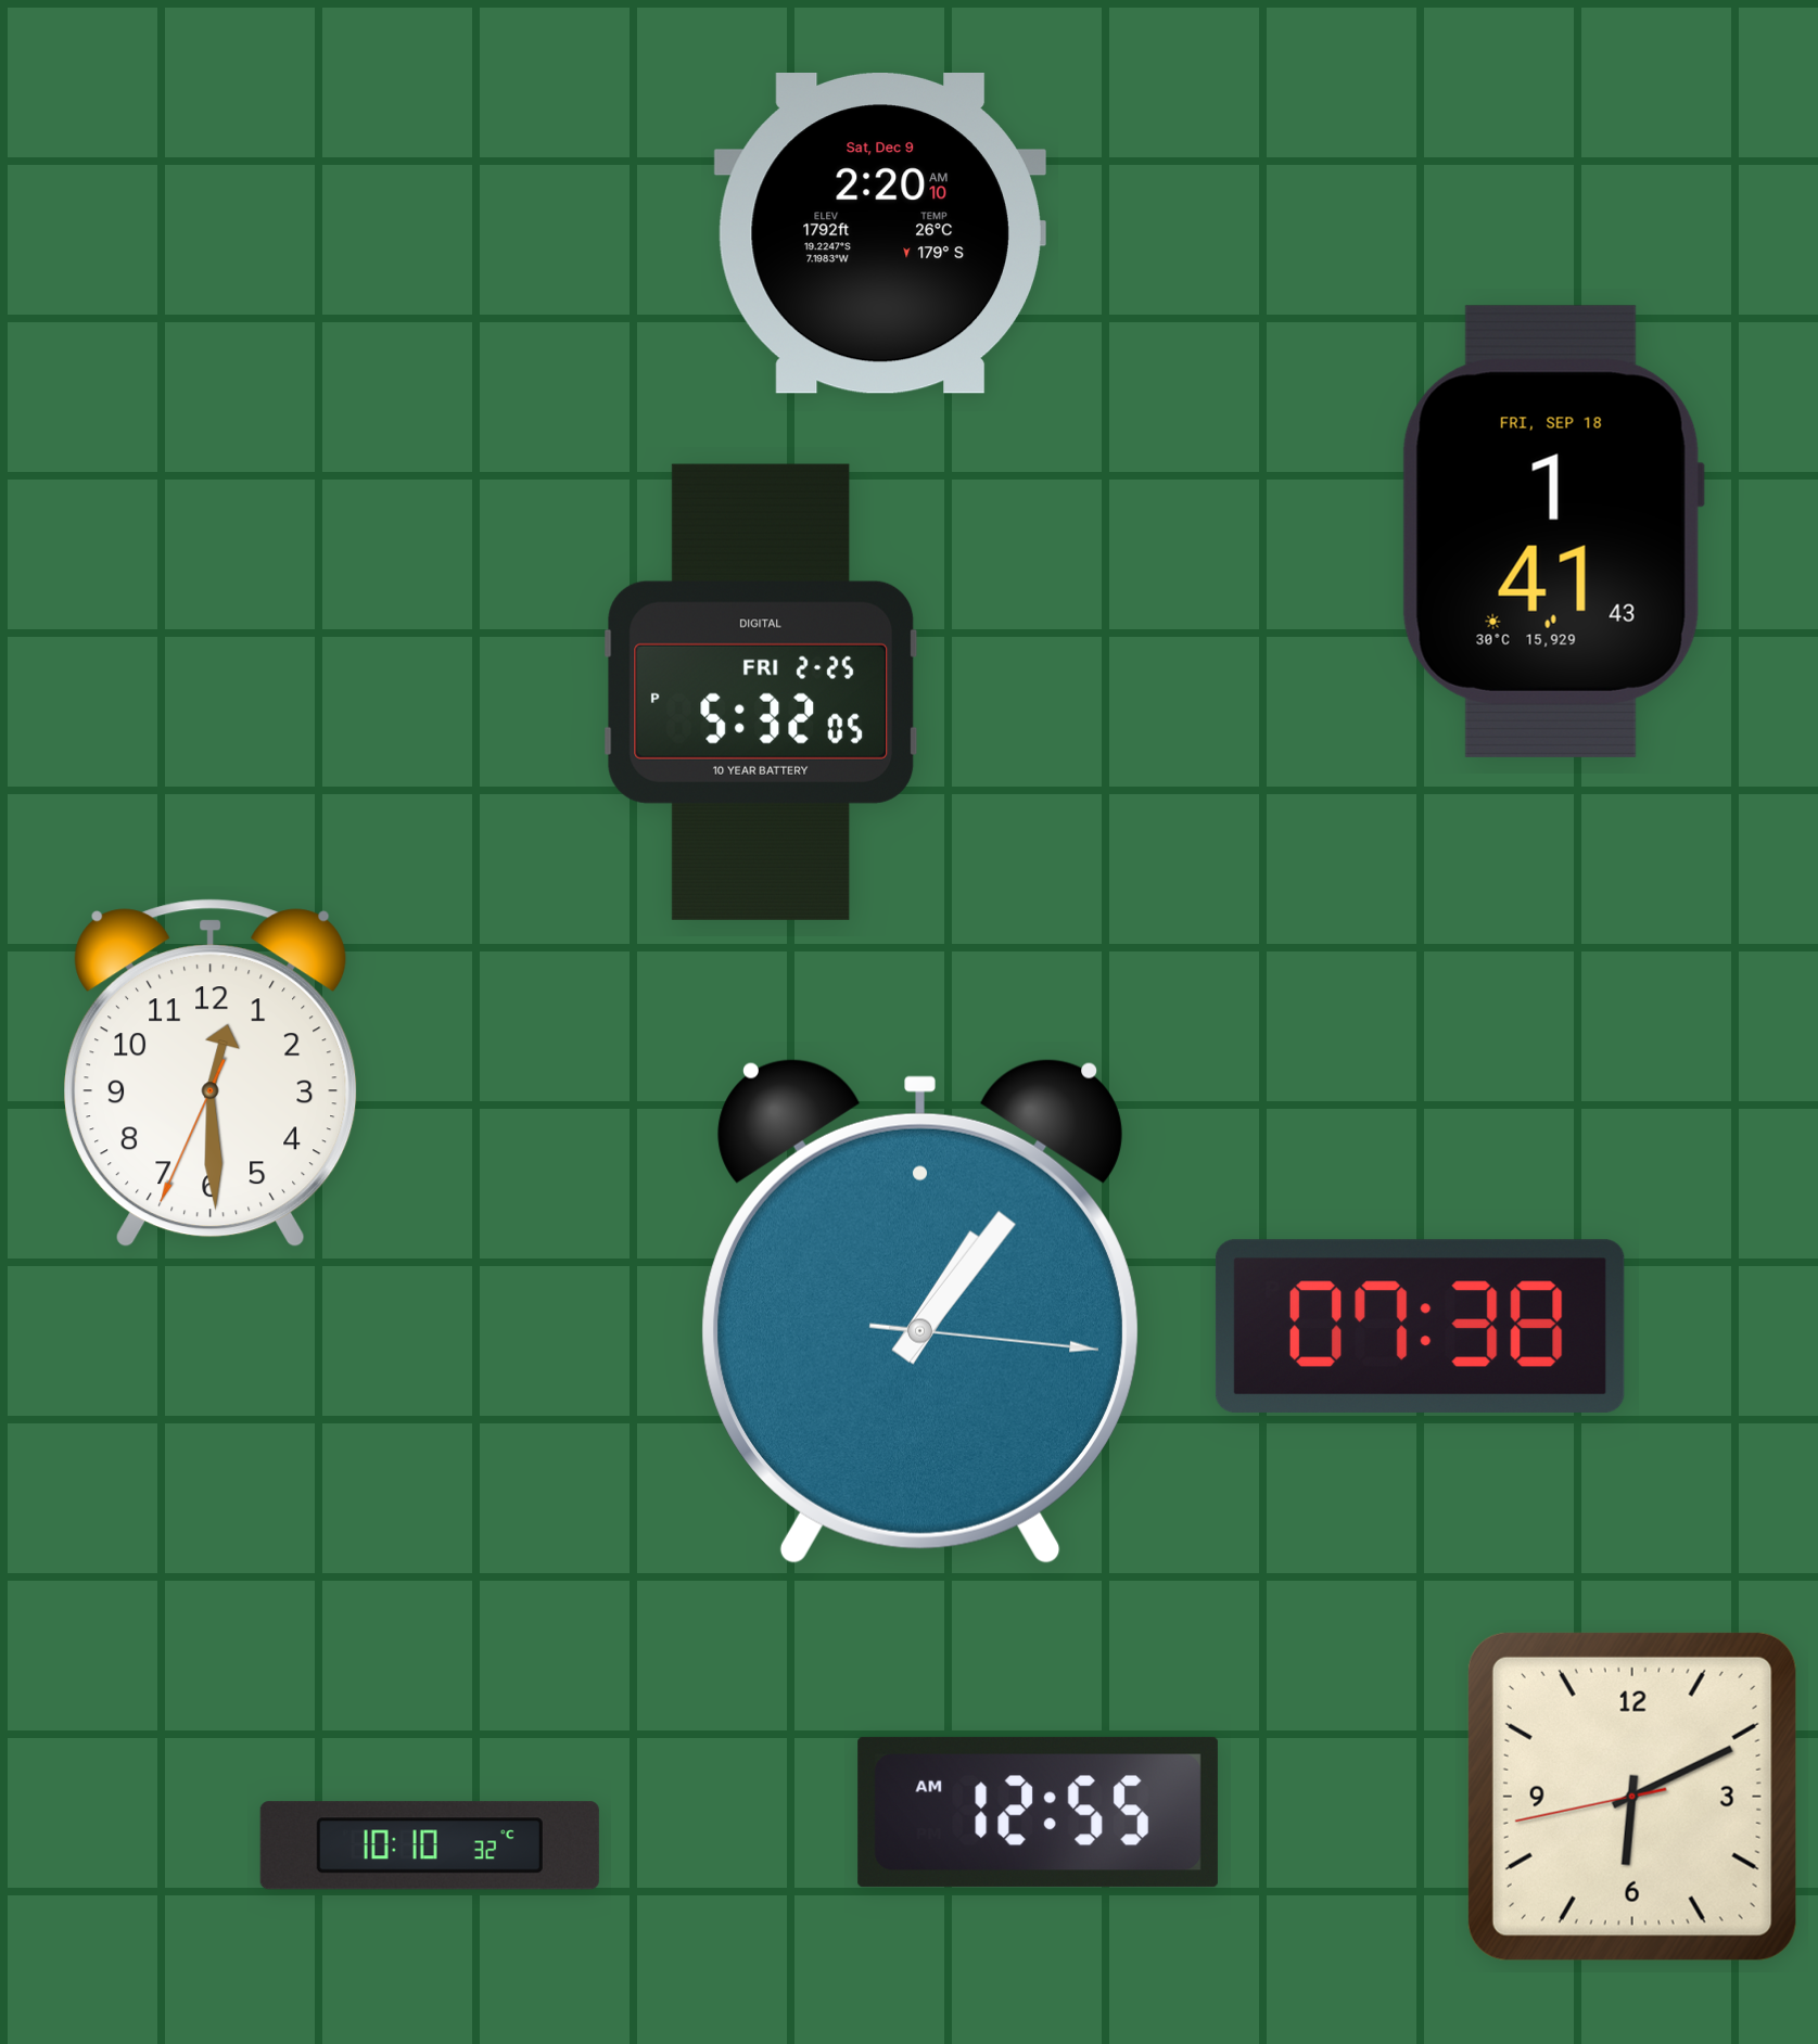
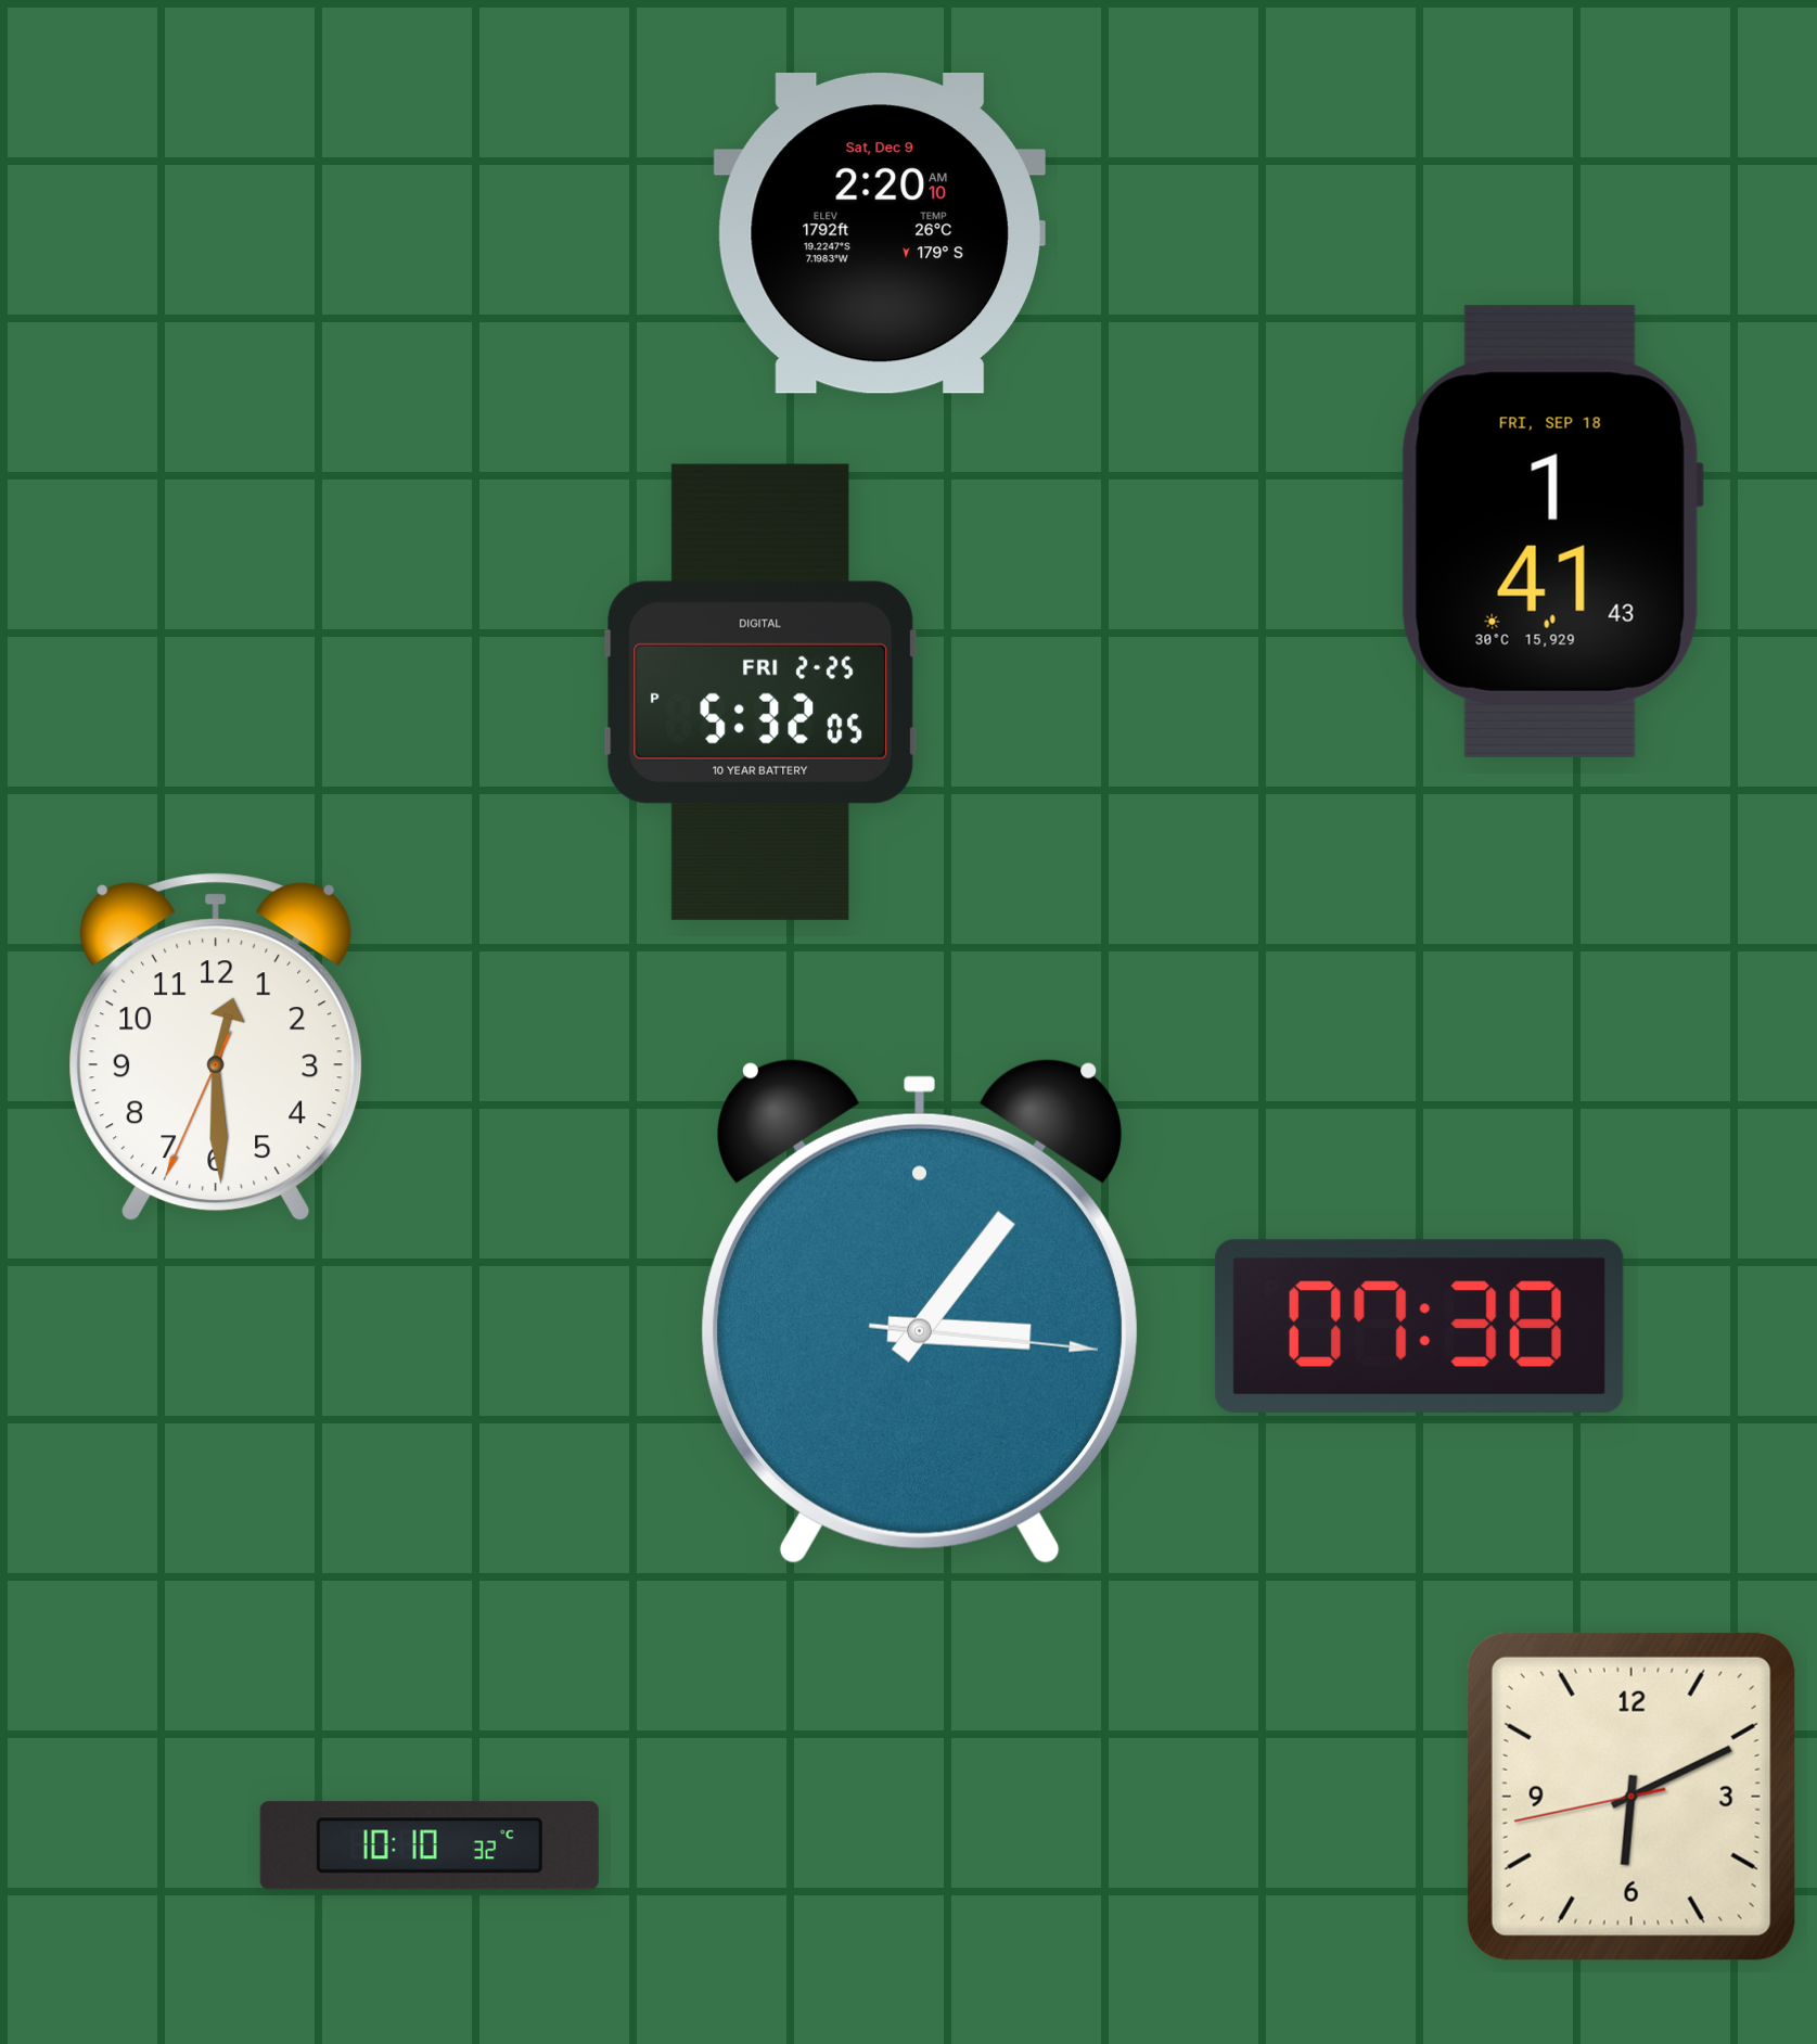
clock at (211, 1073) position: (211, 1073) -> (216, 1047)
clock at (920, 1312): 1:06 -> 3:06
clock at (1038, 1812): 12:55 -> none
